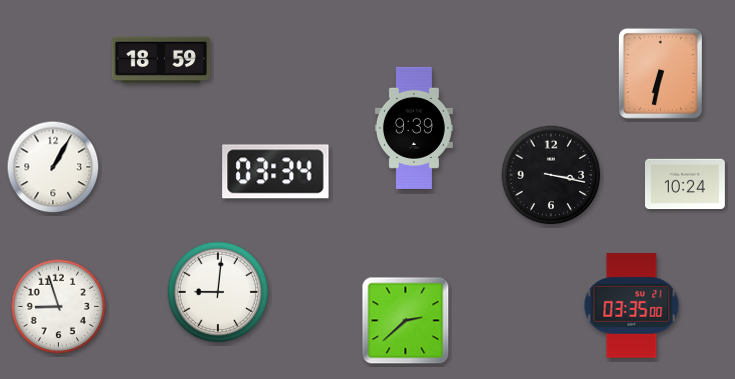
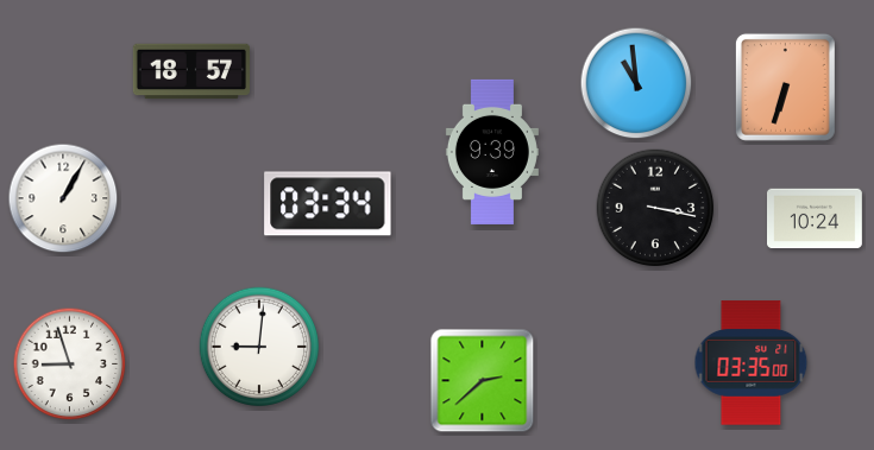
clock at (160, 60): 18:59 -> 18:57
clock at (636, 83): none -> 10:59
clock at (660, 73): 6:32 -> 6:33
